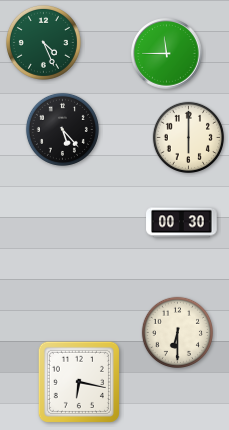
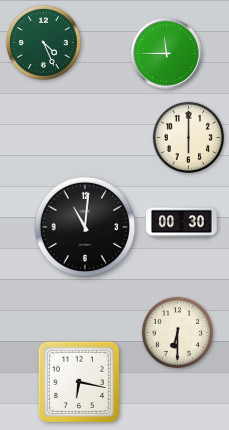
clock at (62, 129): 5:23 -> none
clock at (85, 227): none -> 11:01
